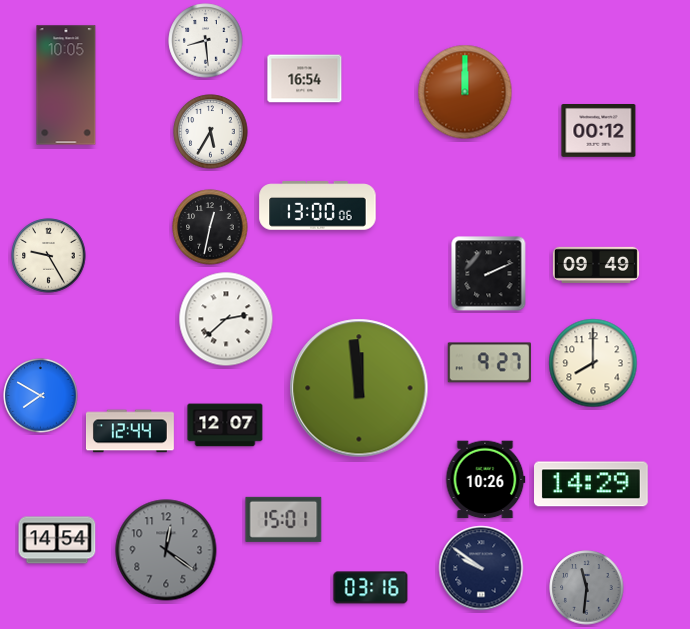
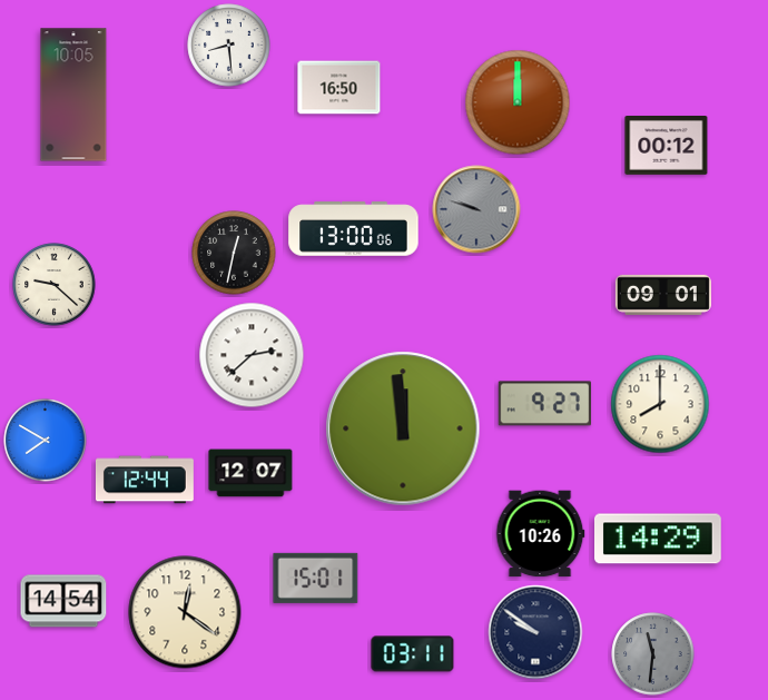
clock at (305, 79): 16:54 -> 16:50
clock at (211, 132): 5:35 -> none
clock at (476, 209): none -> 9:48
clock at (49, 256): 9:25 -> 9:22
clock at (596, 265): 09:49 -> 09:01
clock at (489, 274): 2:11 -> none
clock at (359, 388) position: (359, 388) -> (403, 428)
clock at (166, 550) dial: grey -> cream
clock at (371, 588): 03:16 -> 03:11
